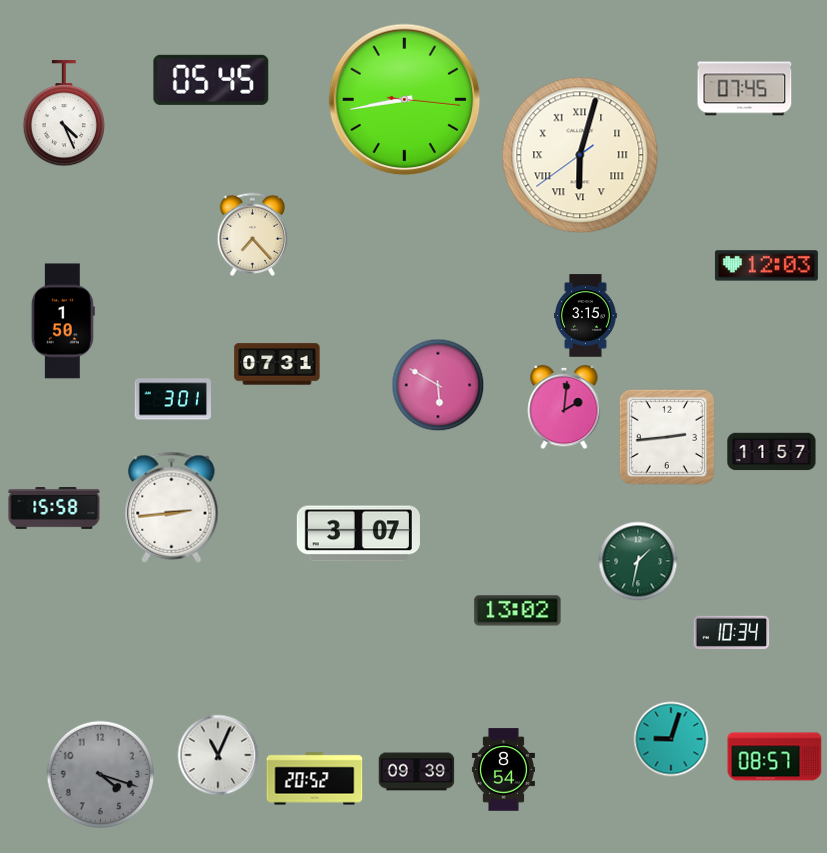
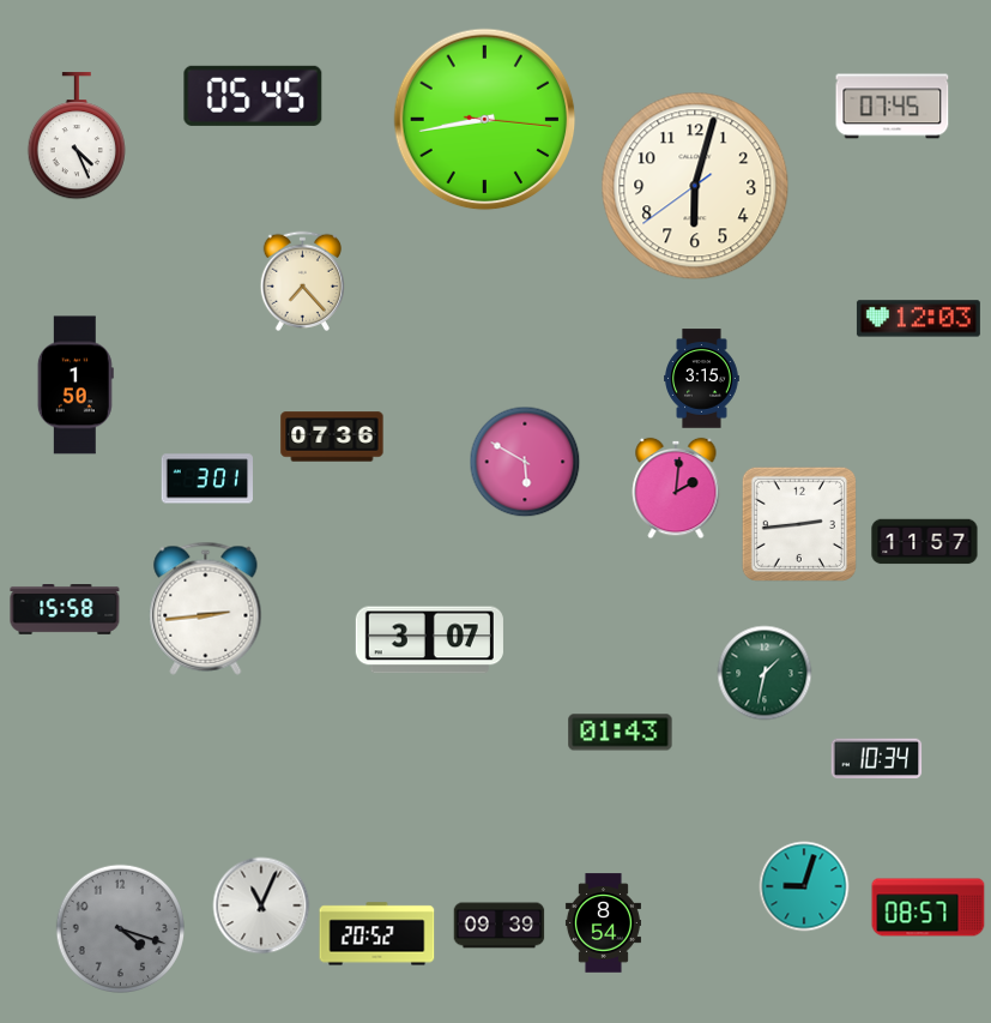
clock at (580, 155) numerals: Roman -> Arabic
clock at (277, 364): 07:31 -> 07:36
clock at (518, 611): 13:02 -> 01:43
